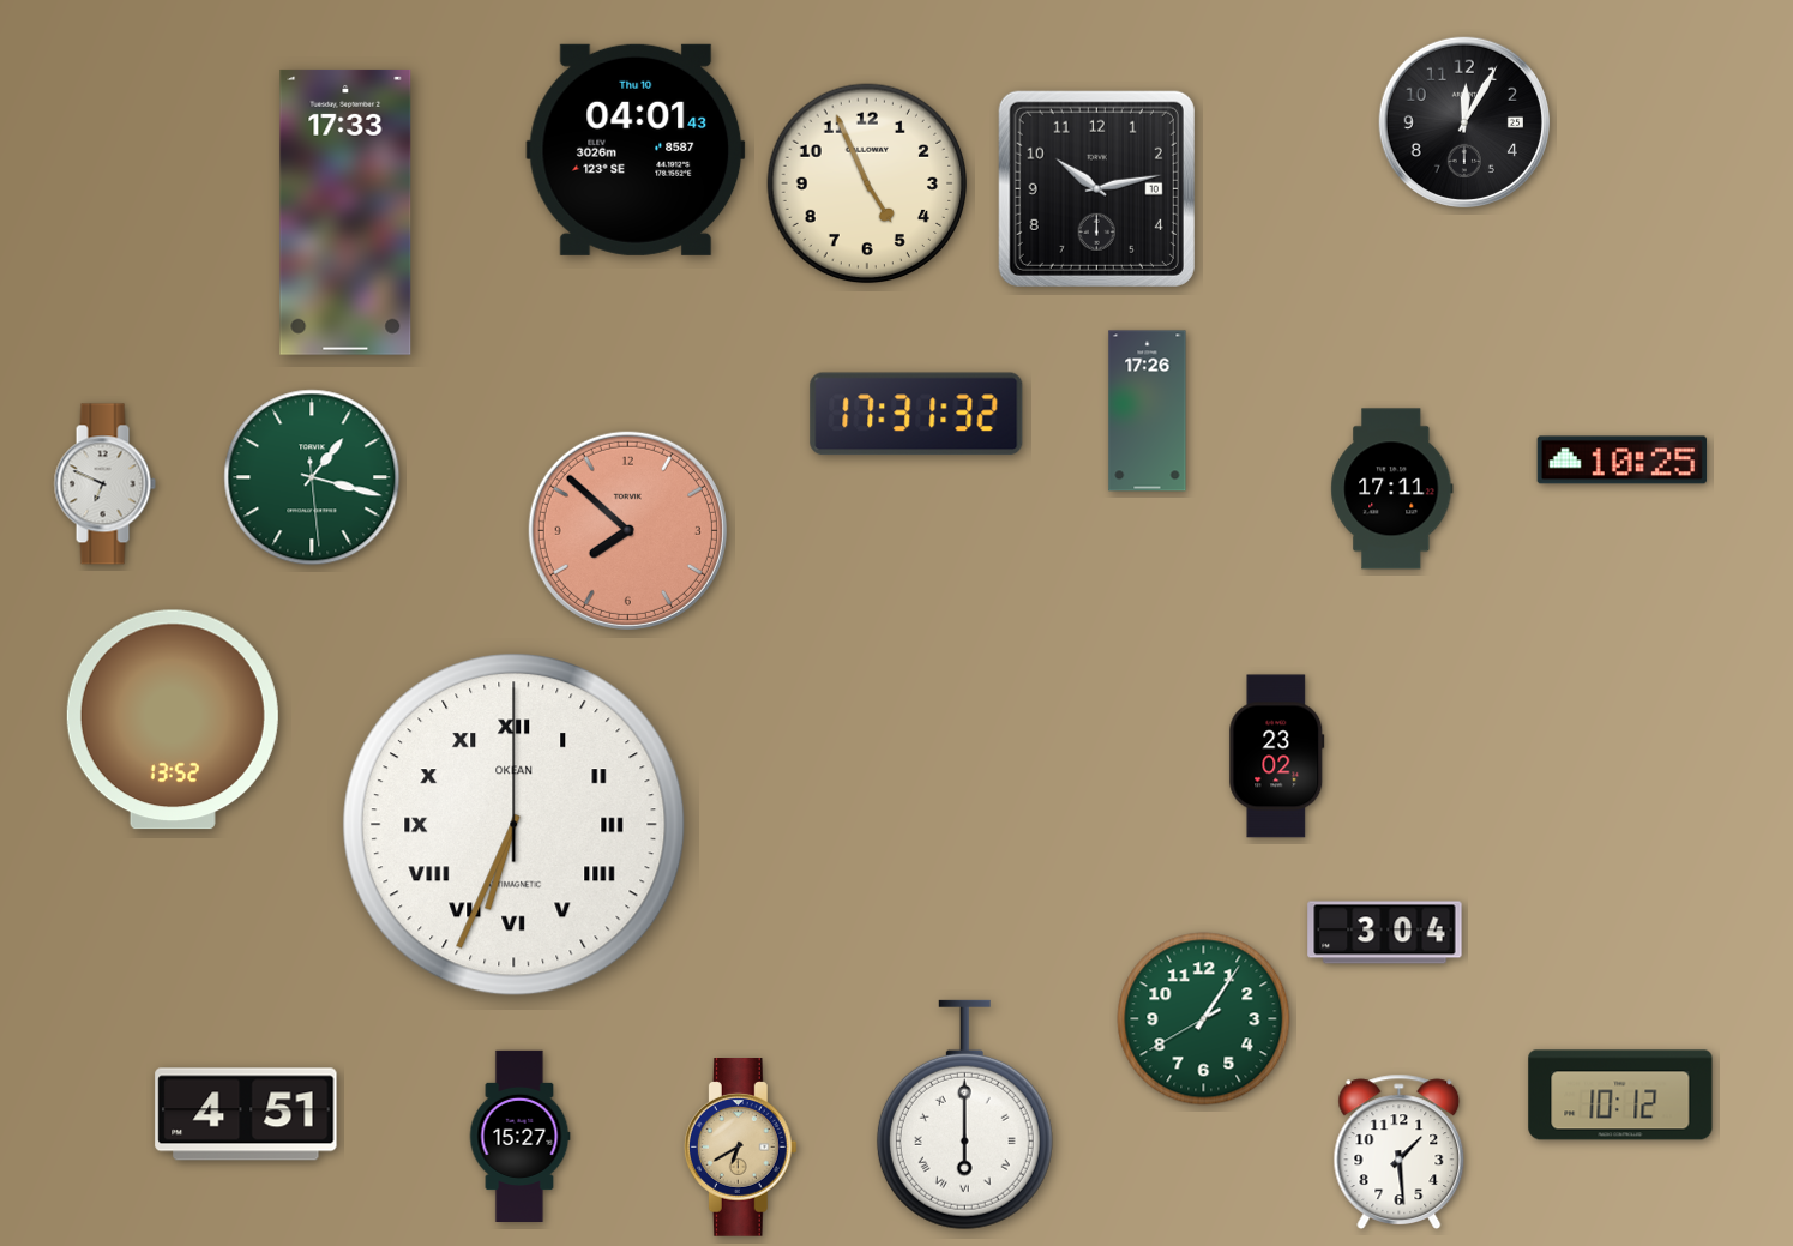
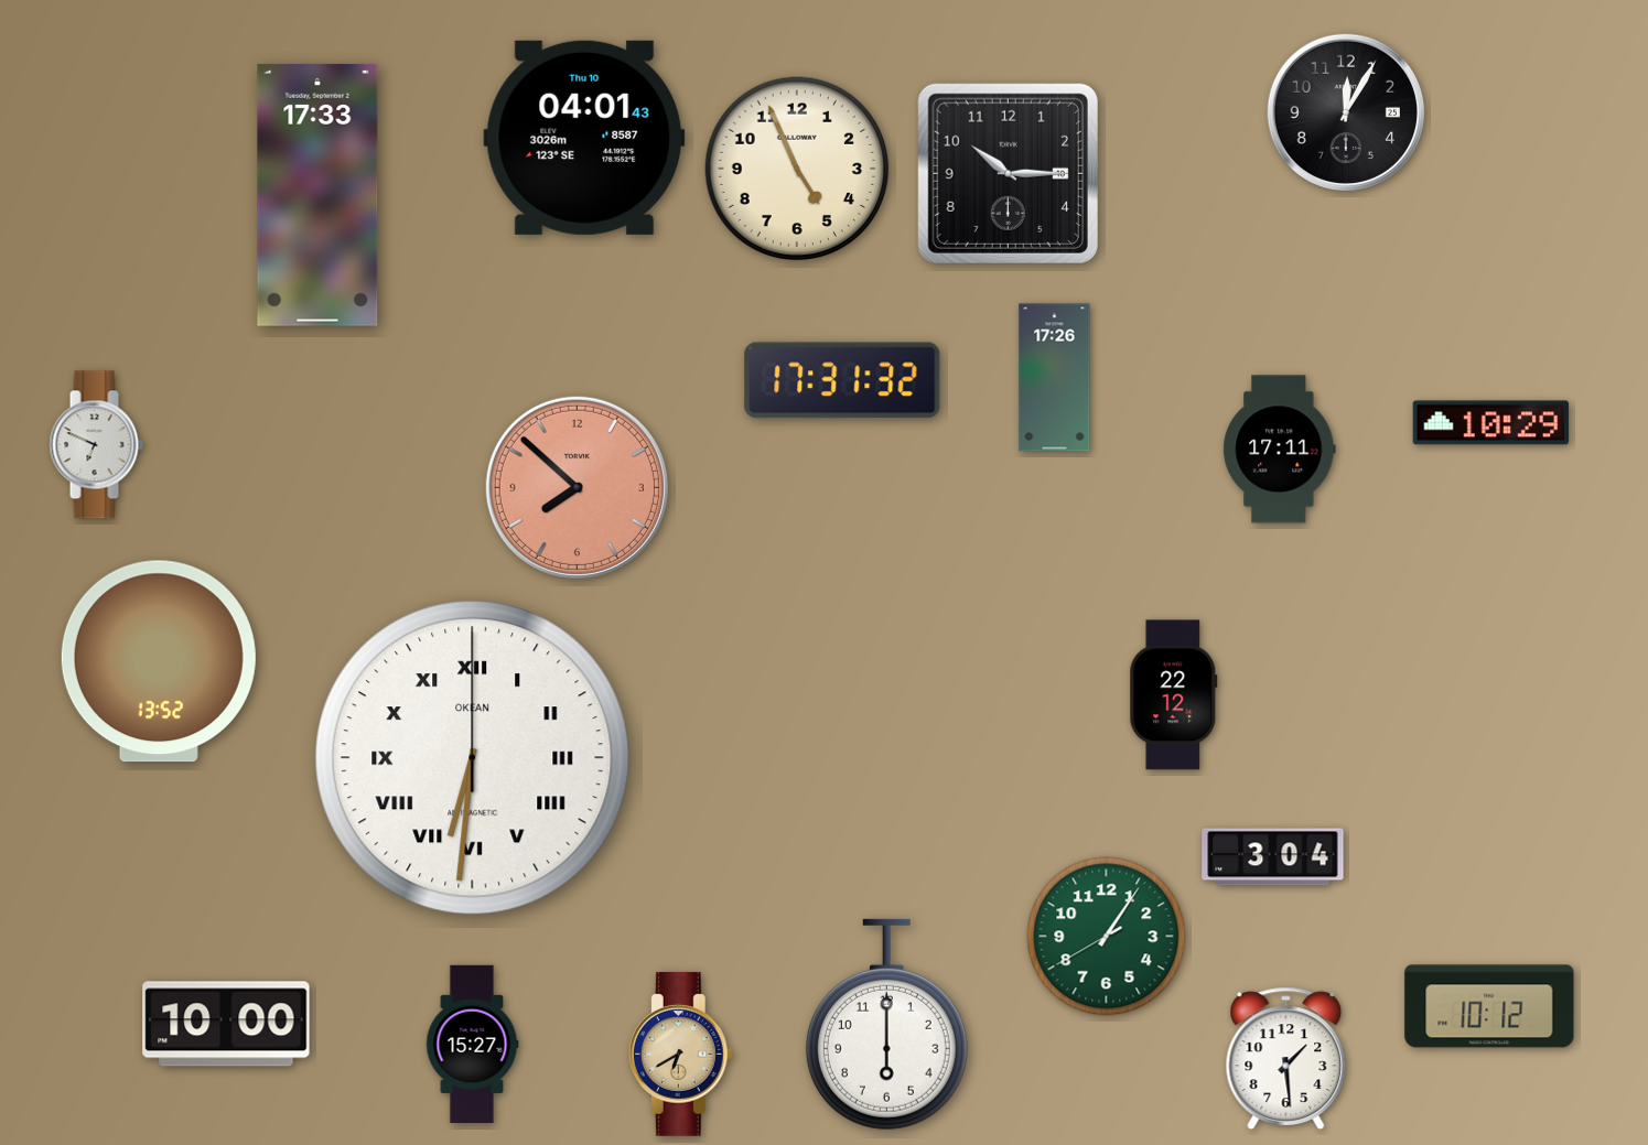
clock at (1096, 188): 10:13 -> 10:15
clock at (1623, 461): 10:25 -> 10:29
clock at (312, 477): 1:17 -> none
clock at (1277, 757): 23:02 -> 22:12
clock at (515, 825): 6:34 -> 6:31
clock at (246, 1114): 4:51 -> 10:00
clock at (964, 1115) numerals: Roman -> Arabic
clock at (519, 1136) position: (519, 1136) -> (472, 1044)
